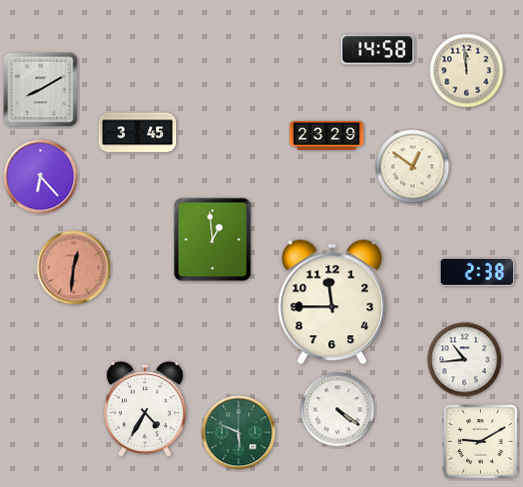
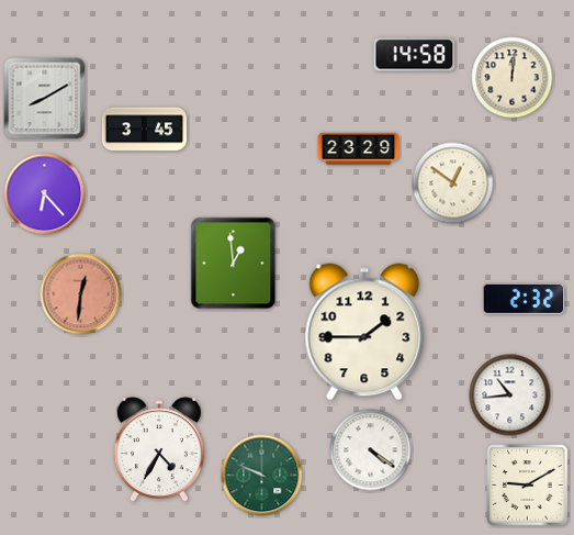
clock at (467, 71): 11:59 -> 12:01
clock at (138, 133) position: (138, 133) -> (145, 130)
clock at (477, 272): 2:38 -> 2:32
clock at (332, 302): 11:45 -> 1:45
clock at (239, 433): 5:49 -> 9:49
